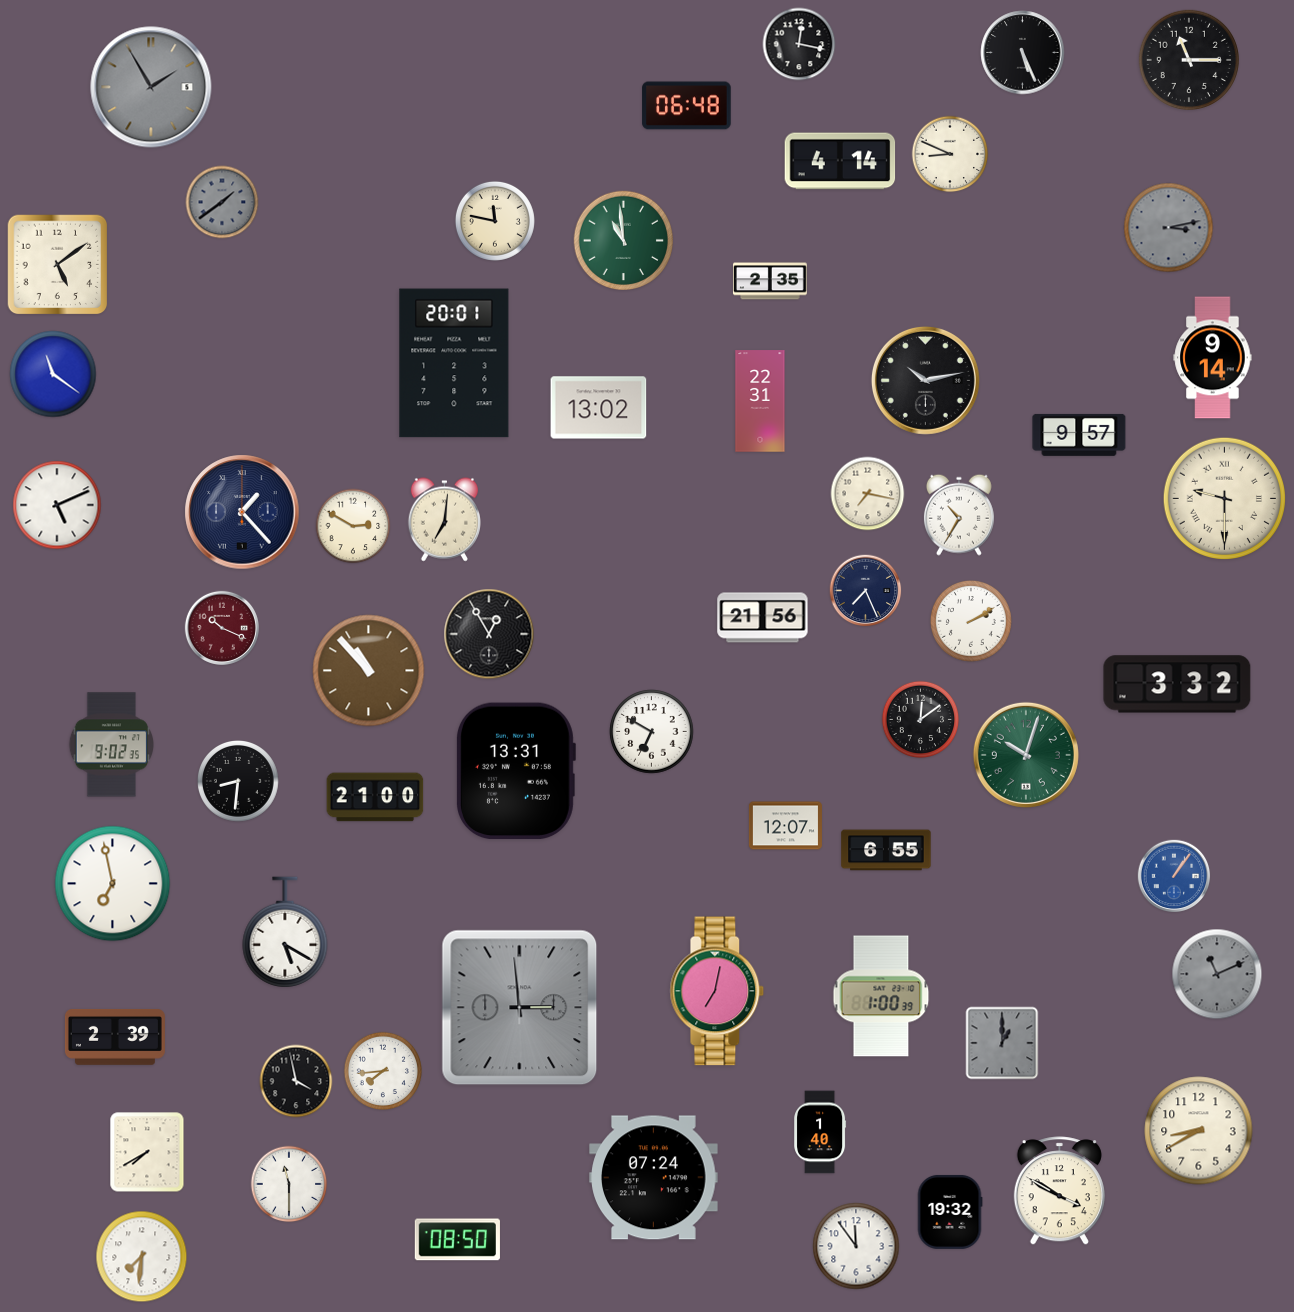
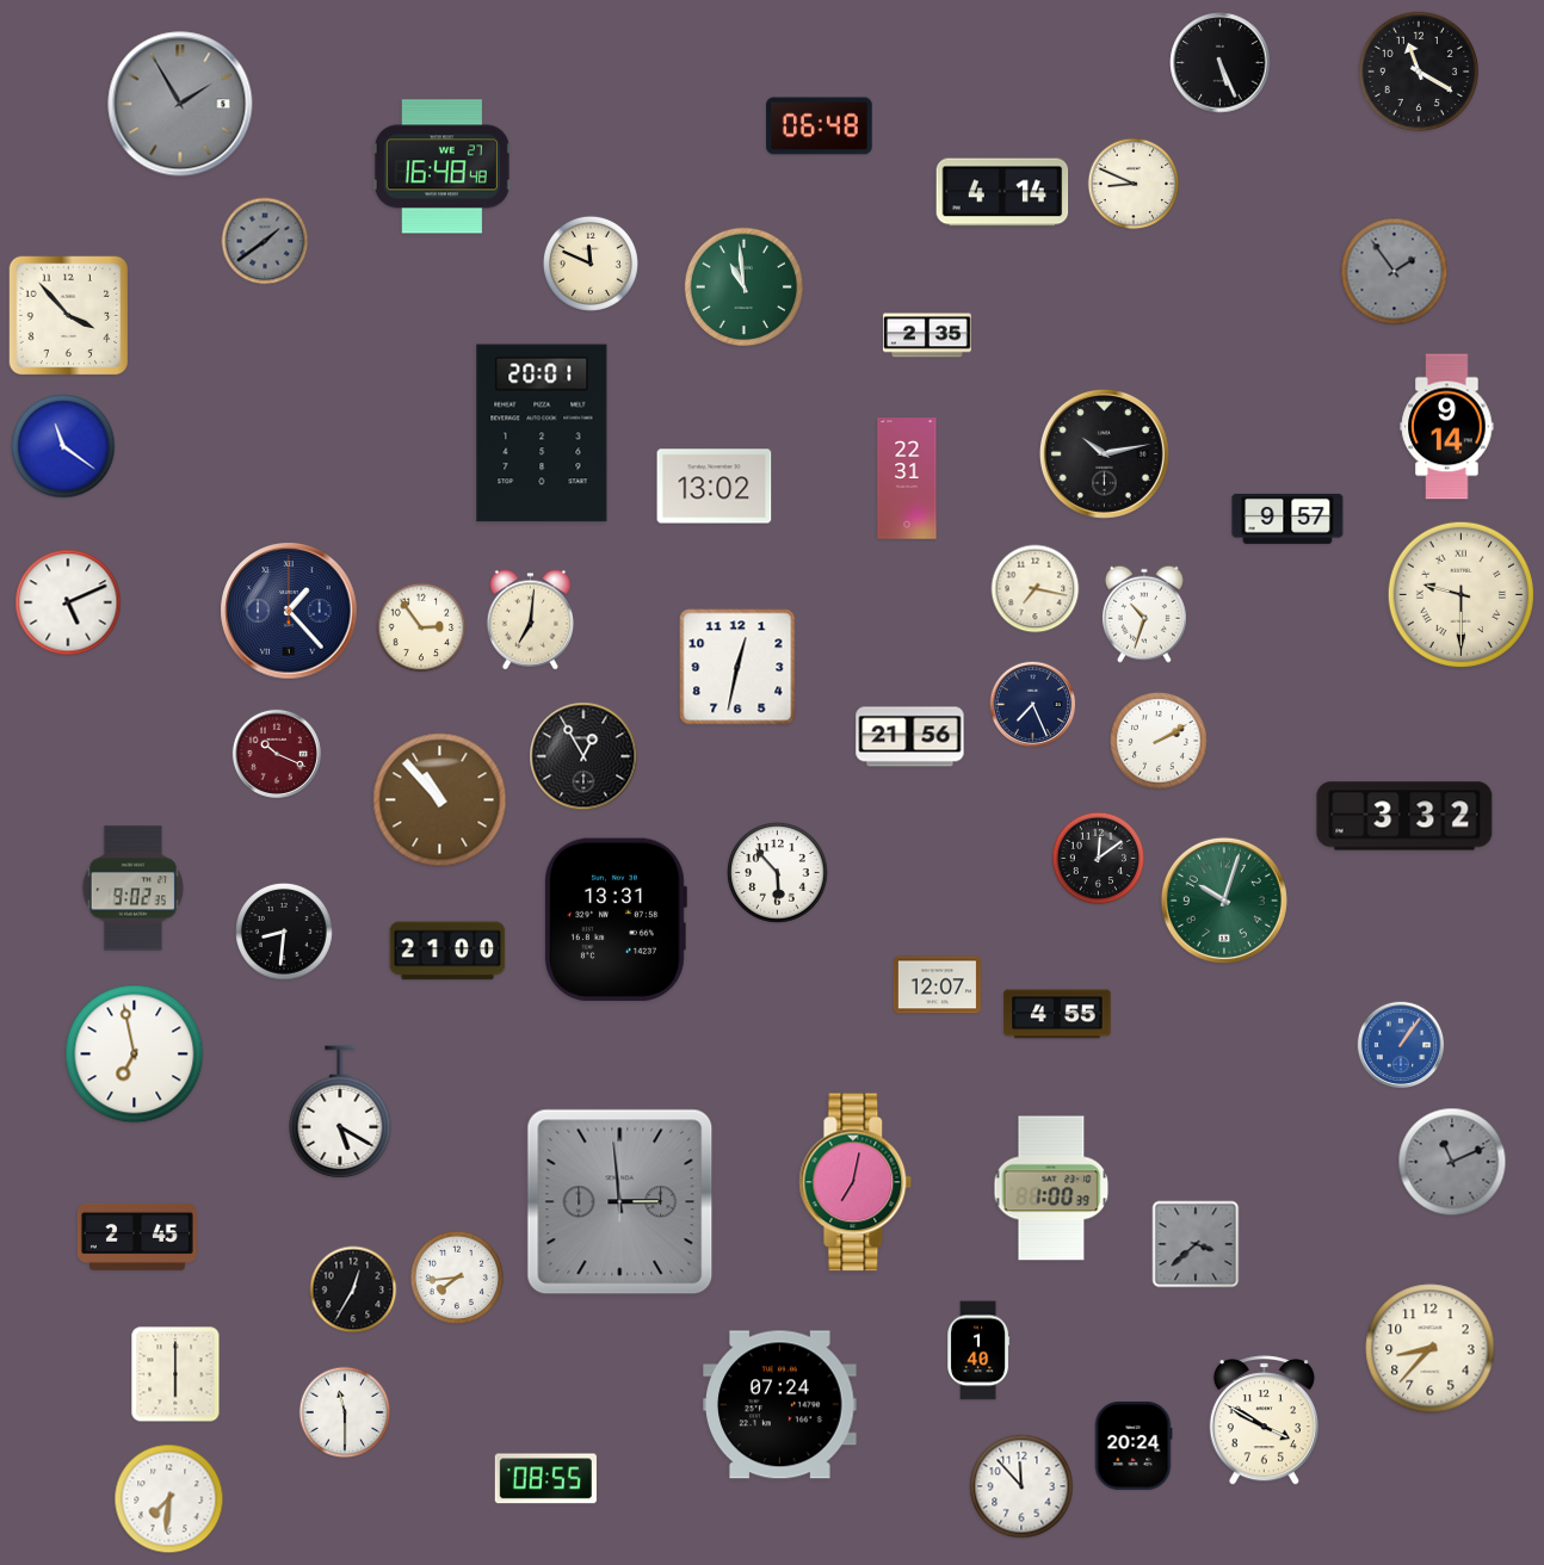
clock at (799, 44): 12:17 -> none
clock at (1189, 60): 11:15 -> 11:20
clock at (441, 167): none -> 16:48
clock at (495, 221): 11:47 -> 11:49
clock at (1169, 228): 3:13 -> 1:54
clock at (58, 265): 5:09 -> 3:53
clock at (770, 281) position: (770, 281) -> (927, 335)
clock at (959, 515): 10:35 -> 10:33
clock at (353, 526): 2:50 -> 2:54
clock at (737, 667): none -> 12:32
clock at (222, 628) position: (222, 628) -> (277, 754)
clock at (652, 732): 6:50 -> 5:53
clock at (886, 850): 6:55 -> 4:55
clock at (115, 1038): 2:39 -> 2:45
clock at (1002, 1043): 1:00 -> 3:38
clock at (296, 1081): 3:58 -> 12:35
clock at (1199, 1131): 8:40 -> 8:37
clock at (147, 1152): 7:40 -> 6:00
clock at (950, 1212): 19:32 -> 20:24
clock at (457, 1240): 08:50 -> 08:55
clock at (856, 1246): 11:54 -> 11:53
